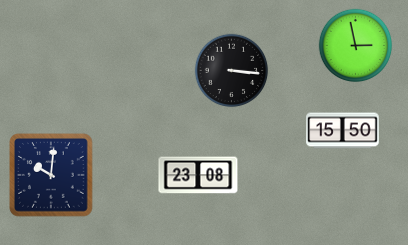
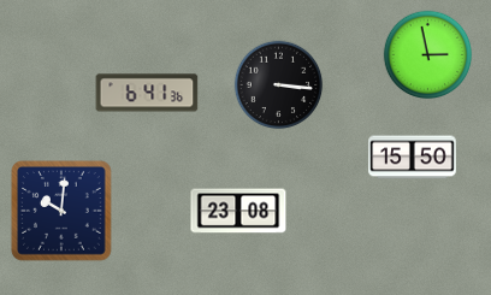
clock at (147, 93): none -> 6:41
